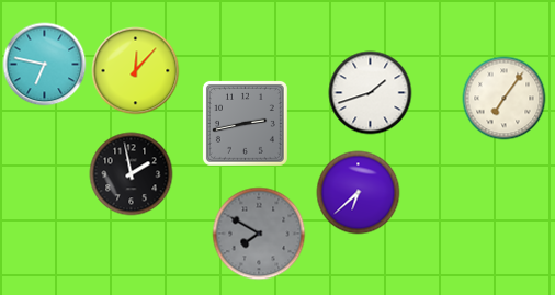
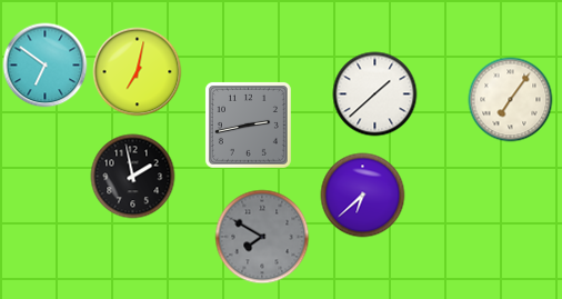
clock at (45, 65): 6:47 -> 6:51
clock at (136, 71): 12:07 -> 7:02
clock at (371, 93): 1:42 -> 1:38
